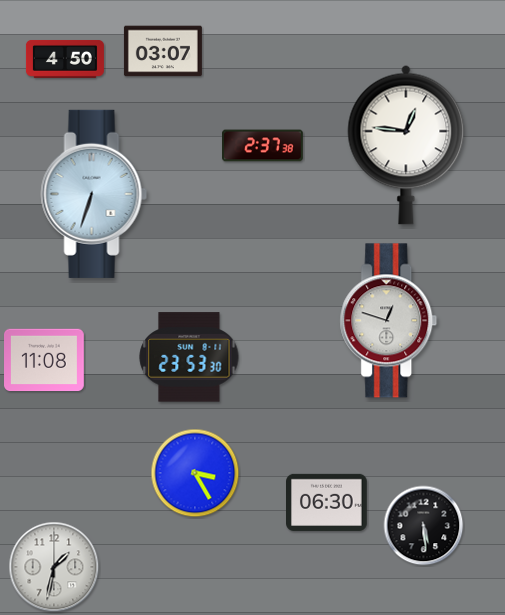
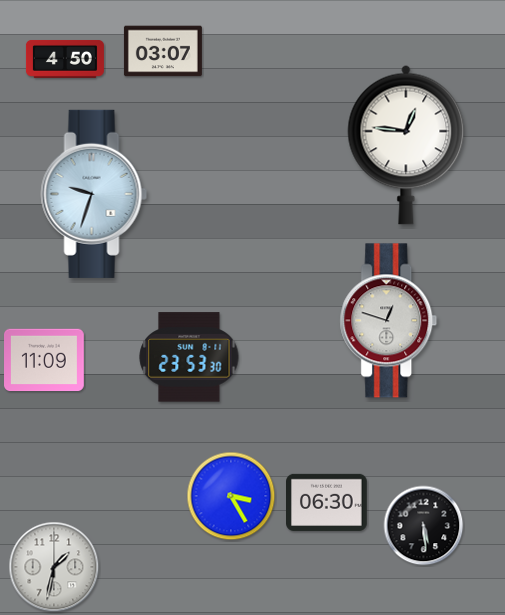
clock at (263, 146): 2:37 -> none
clock at (94, 194): 6:33 -> 9:33
clock at (45, 360): 11:08 -> 11:09
clock at (195, 473) position: (195, 473) -> (231, 496)
